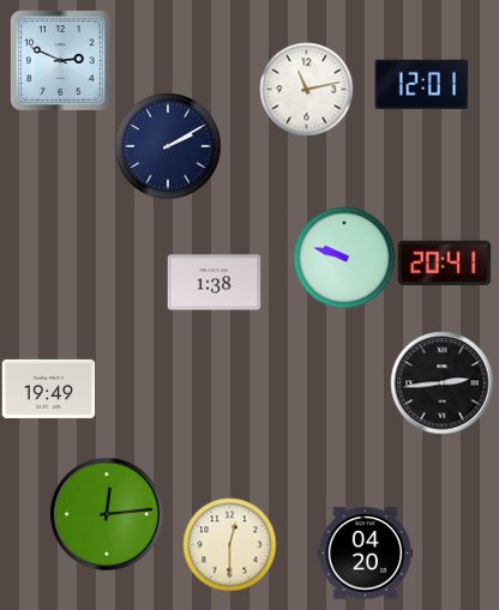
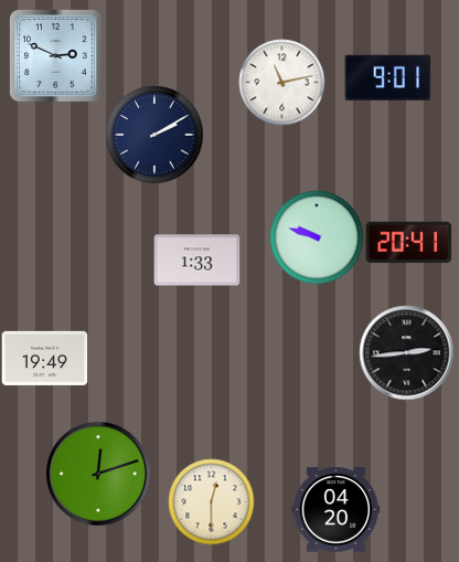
clock at (421, 84): 12:01 -> 9:01
clock at (214, 283): 1:38 -> 1:33
clock at (107, 514): 12:14 -> 12:12
